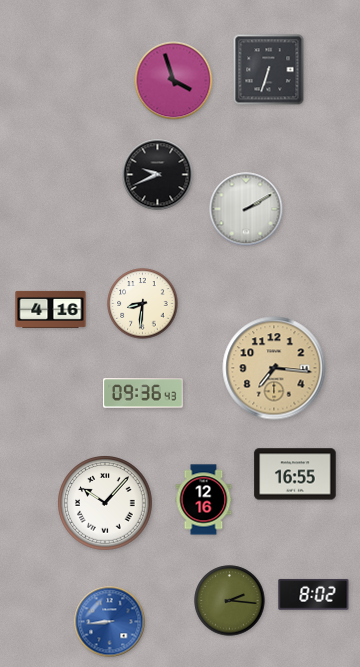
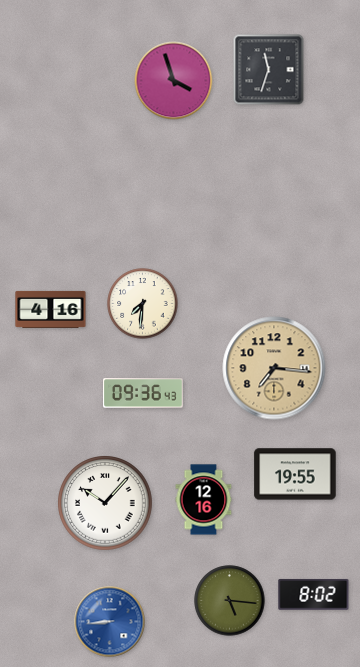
clock at (269, 70): 6:33 -> 11:33
clock at (158, 175): 9:41 -> none
clock at (246, 209): 2:10 -> none
clock at (143, 304): 8:31 -> 7:31
clock at (295, 474): 16:55 -> 19:55
clock at (230, 601): 2:16 -> 5:16
